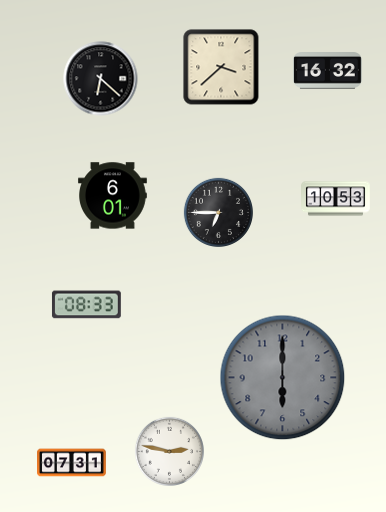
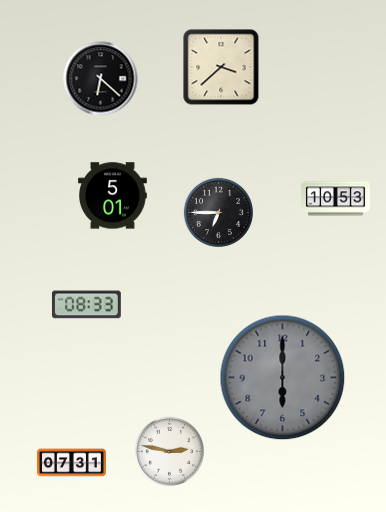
clock at (328, 71): 16:32 -> none
clock at (113, 196): 6:01 -> 5:01
